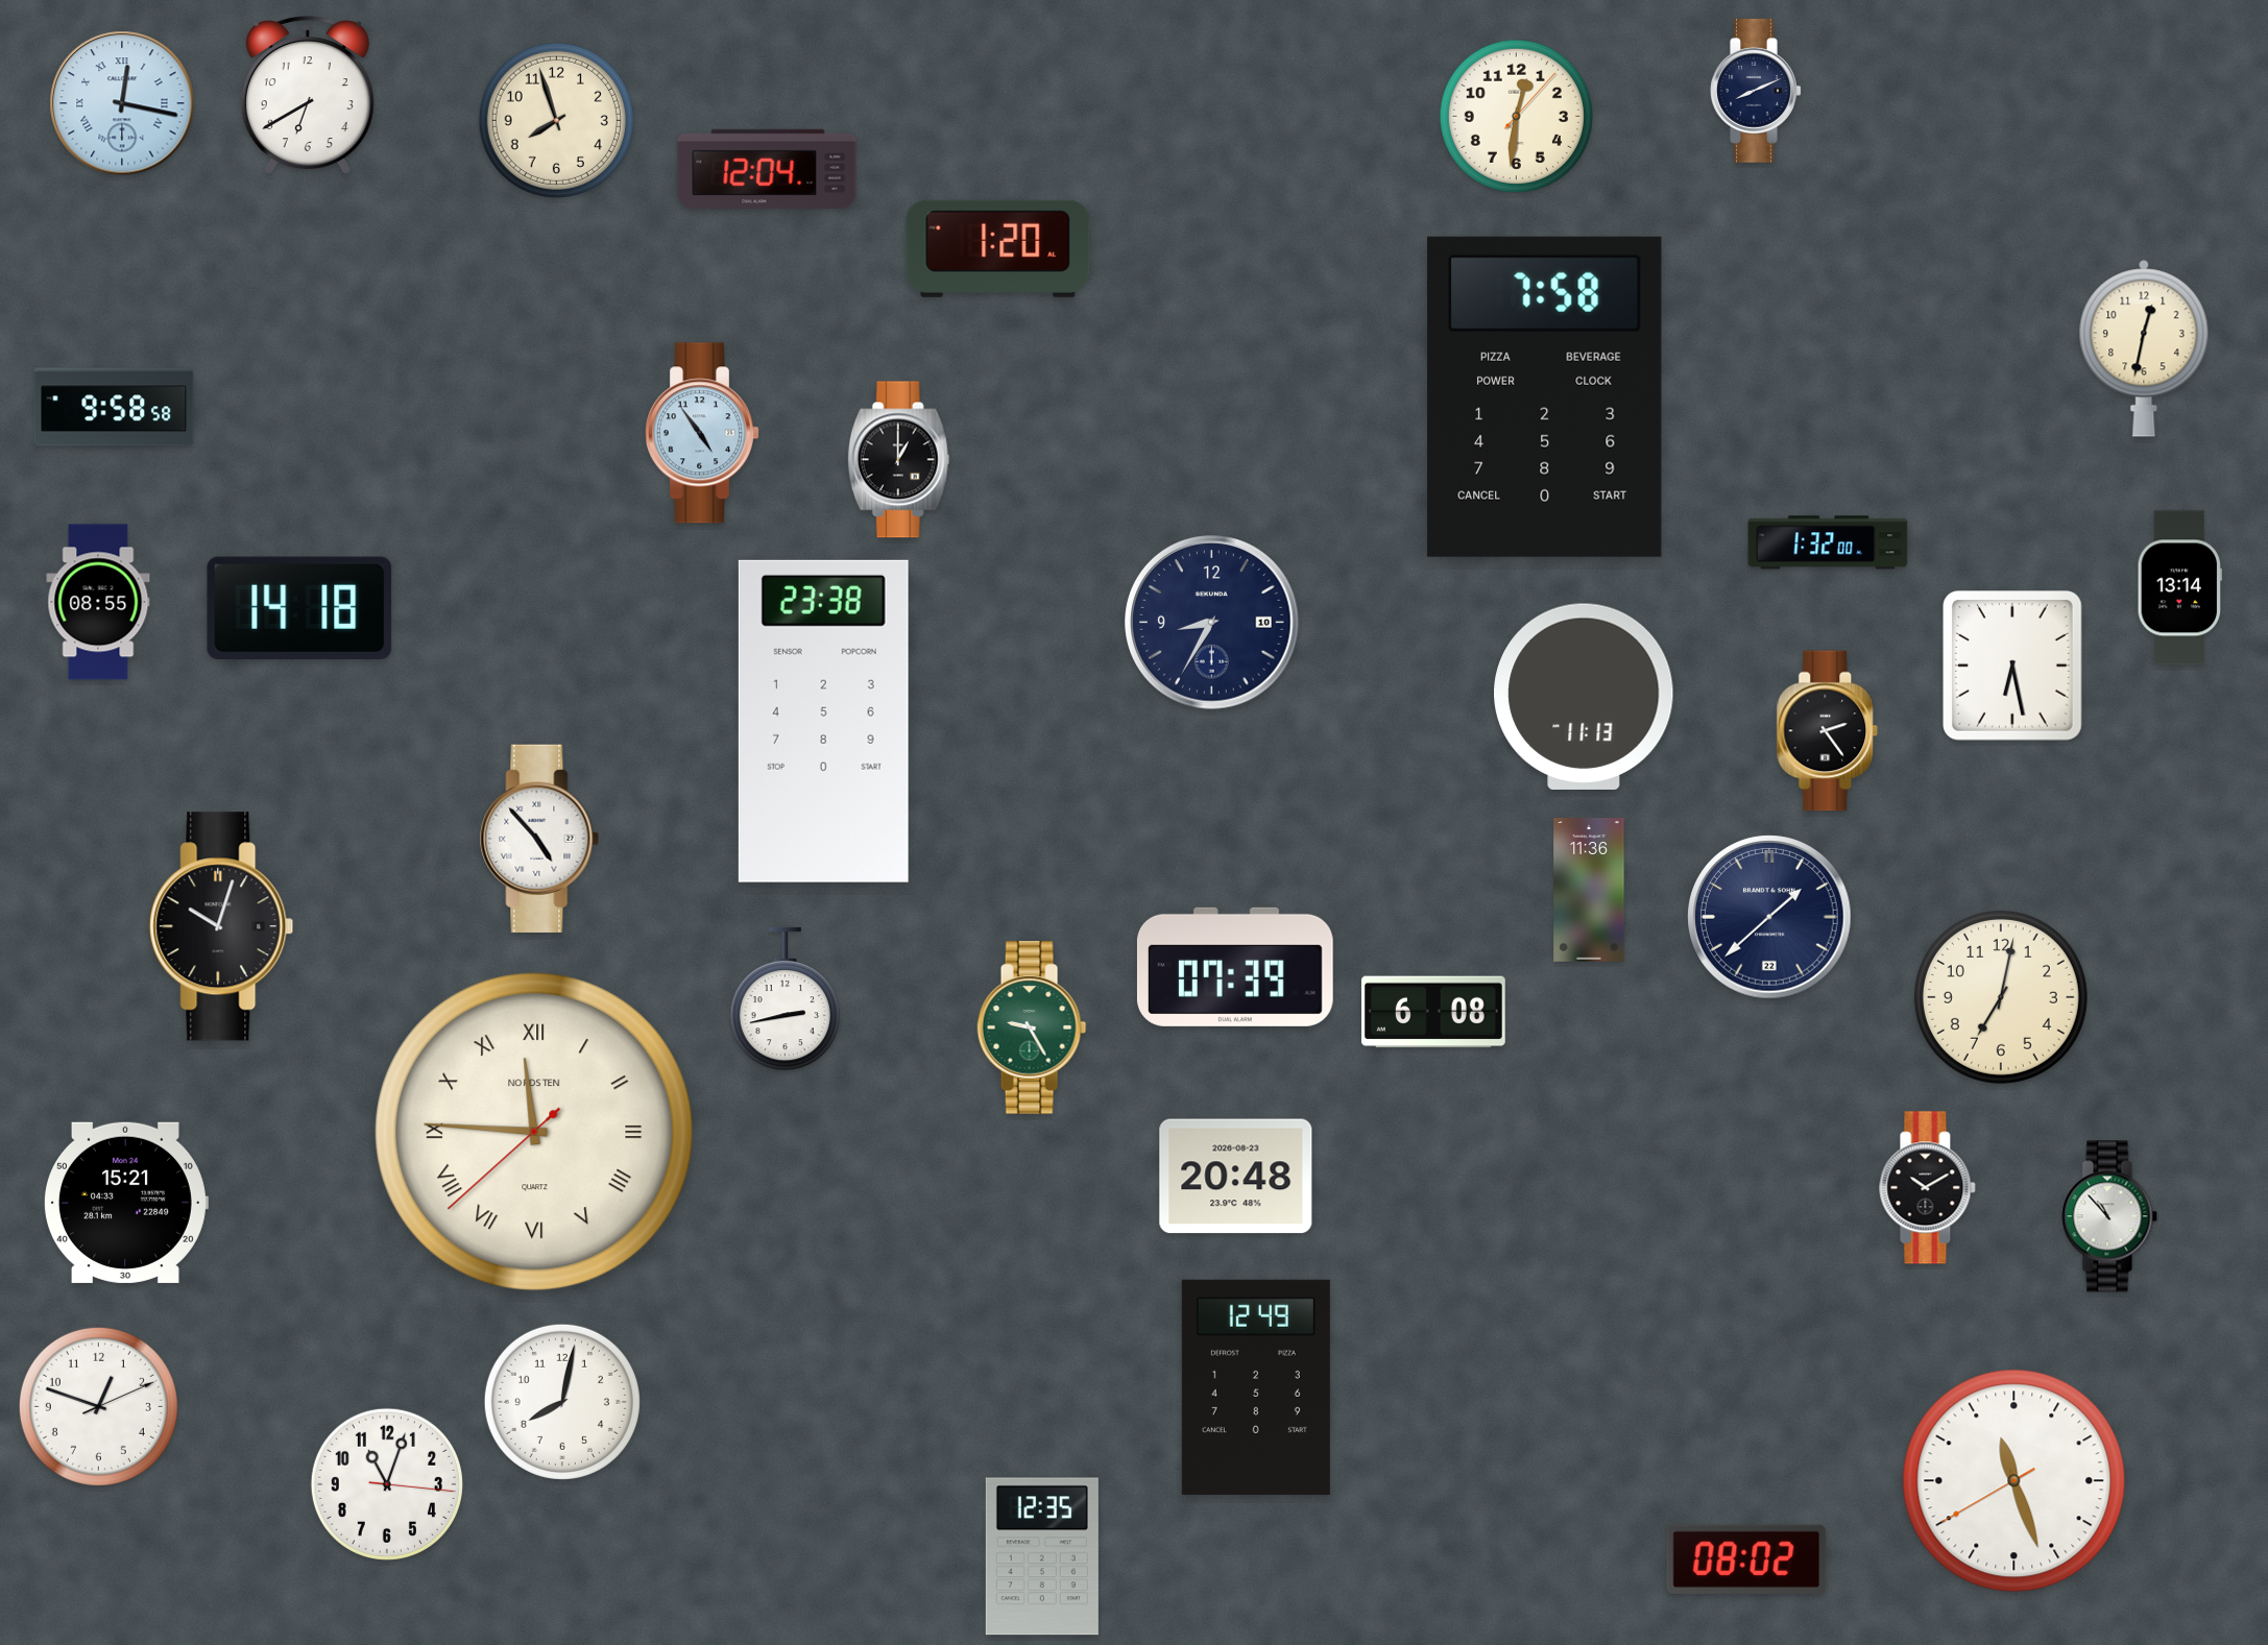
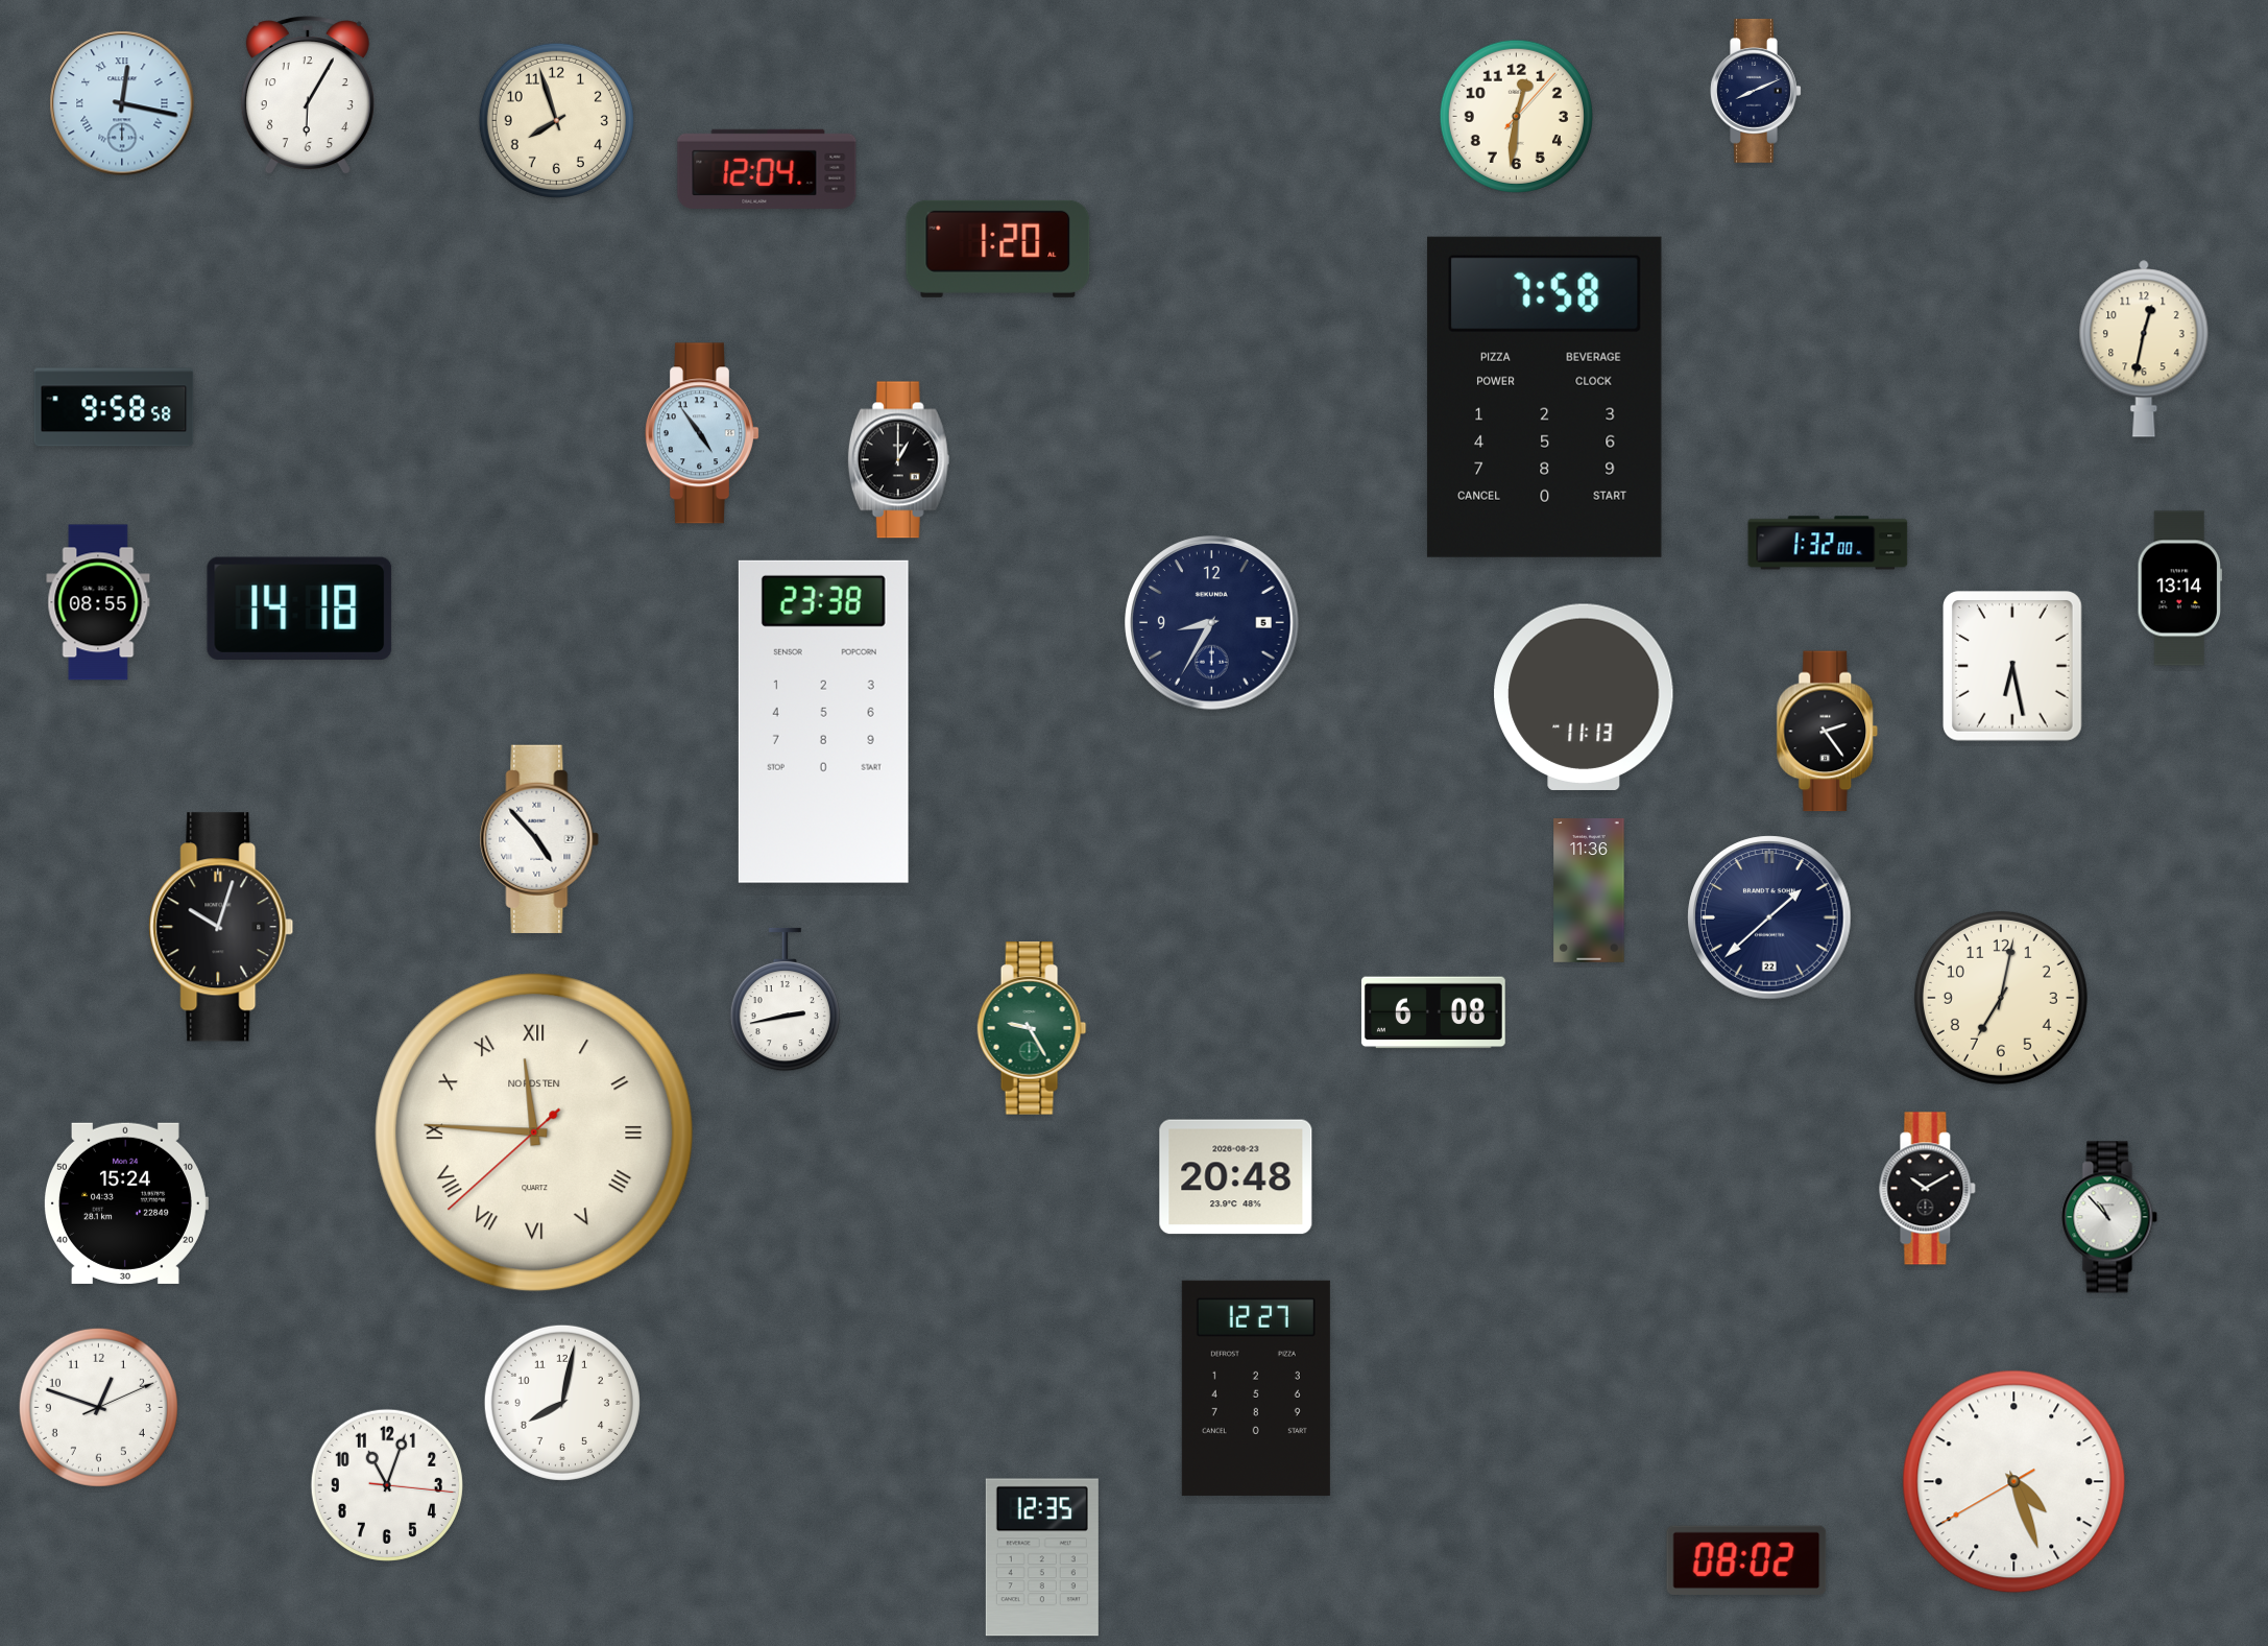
clock at (308, 96): 6:40 -> 6:05
clock at (1212, 623) date: 10 -> 5
clock at (1235, 967): 07:39 -> none
clock at (125, 1203): 15:21 -> 15:24
clock at (1256, 1387): 12:49 -> 12:27
clock at (2014, 1481): 11:26 -> 4:26
